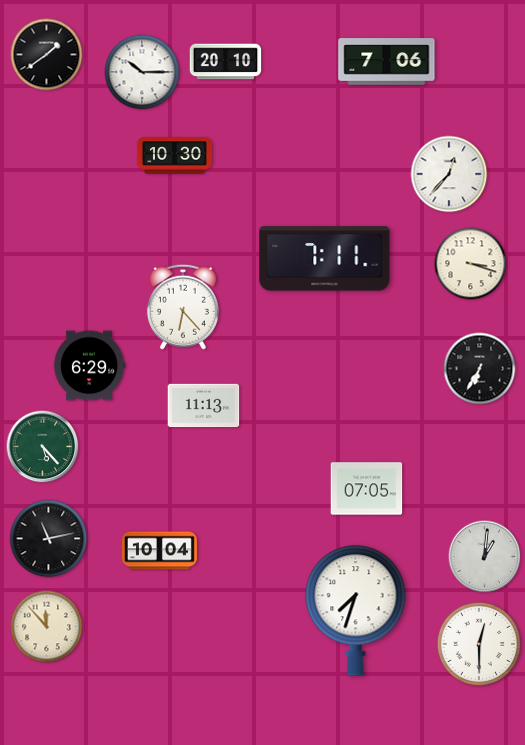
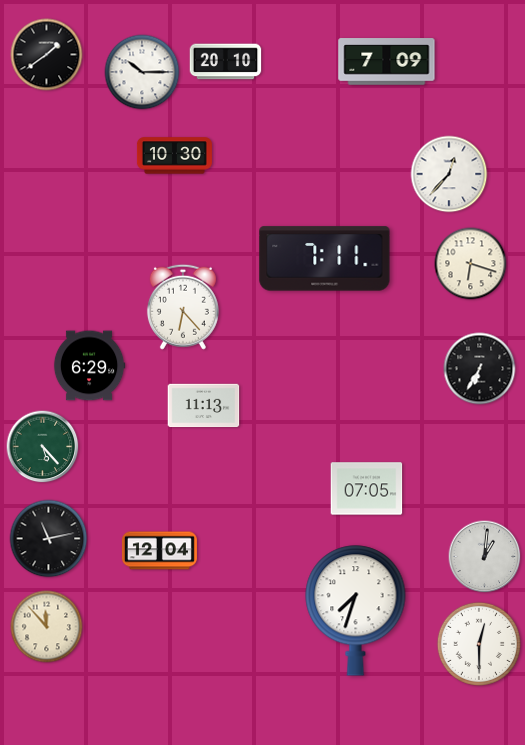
clock at (387, 62): 7:06 -> 7:09
clock at (471, 264): 3:18 -> 6:18
clock at (159, 551): 10:04 -> 12:04
